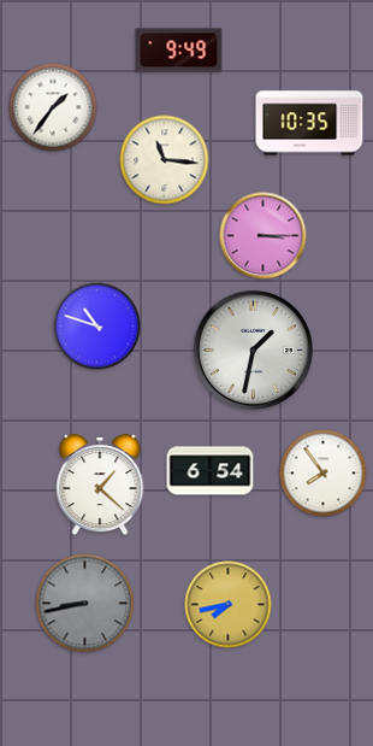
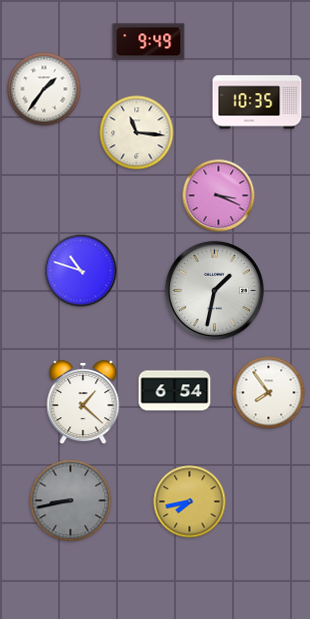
clock at (264, 236): 3:15 -> 3:19
clock at (253, 349) position: (253, 349) -> (214, 290)
